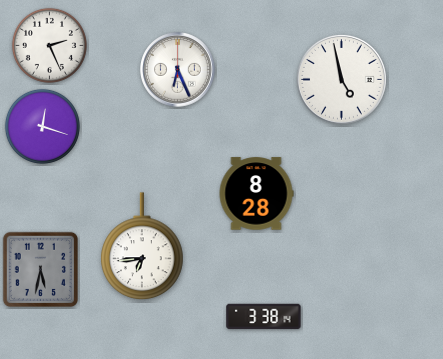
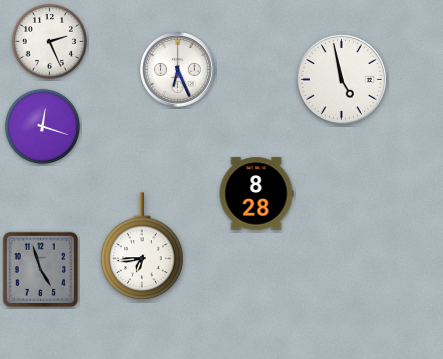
clock at (49, 45) position: (49, 45) -> (49, 41)
clock at (40, 269): 5:32 -> 4:57
clock at (264, 317): 3:38 -> none
